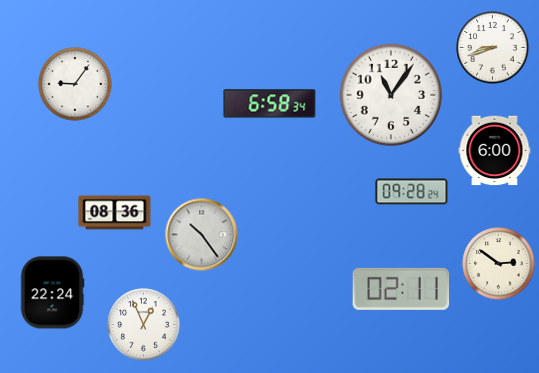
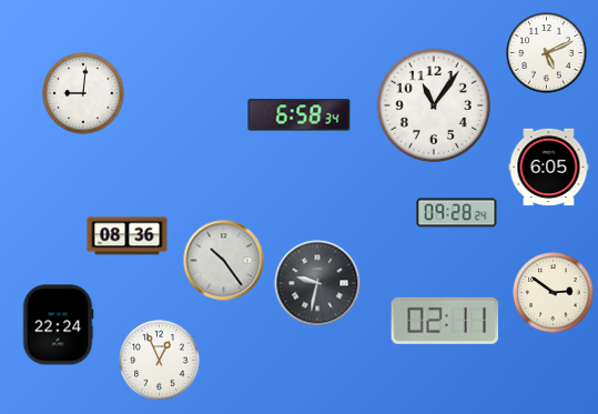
clock at (493, 48): 8:42 -> 5:11
clock at (75, 84): 9:06 -> 9:01
clock at (495, 151): 6:00 -> 6:05
clock at (317, 283): none -> 9:32
